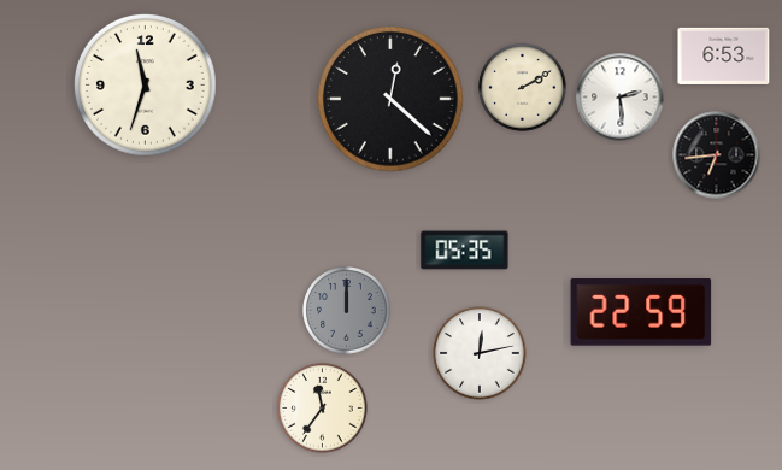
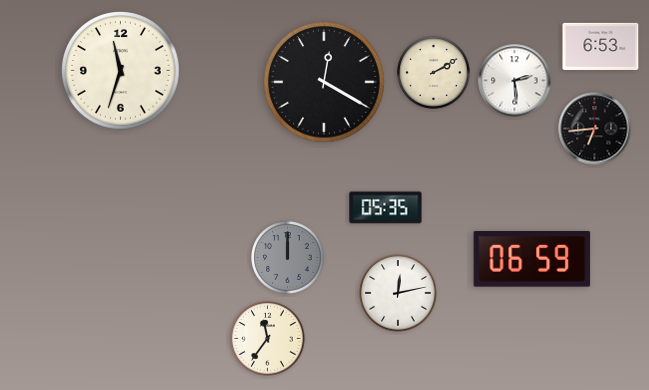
clock at (390, 99): 12:22 -> 12:20
clock at (641, 313): 22:59 -> 06:59
